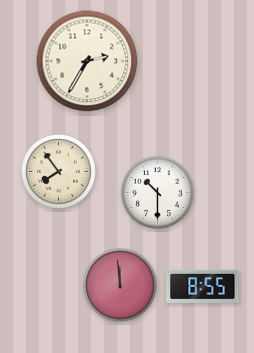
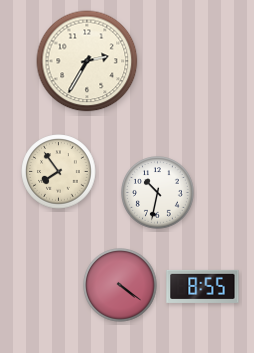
clock at (158, 193): 10:30 -> 10:32
clock at (120, 285): 11:59 -> 4:21
